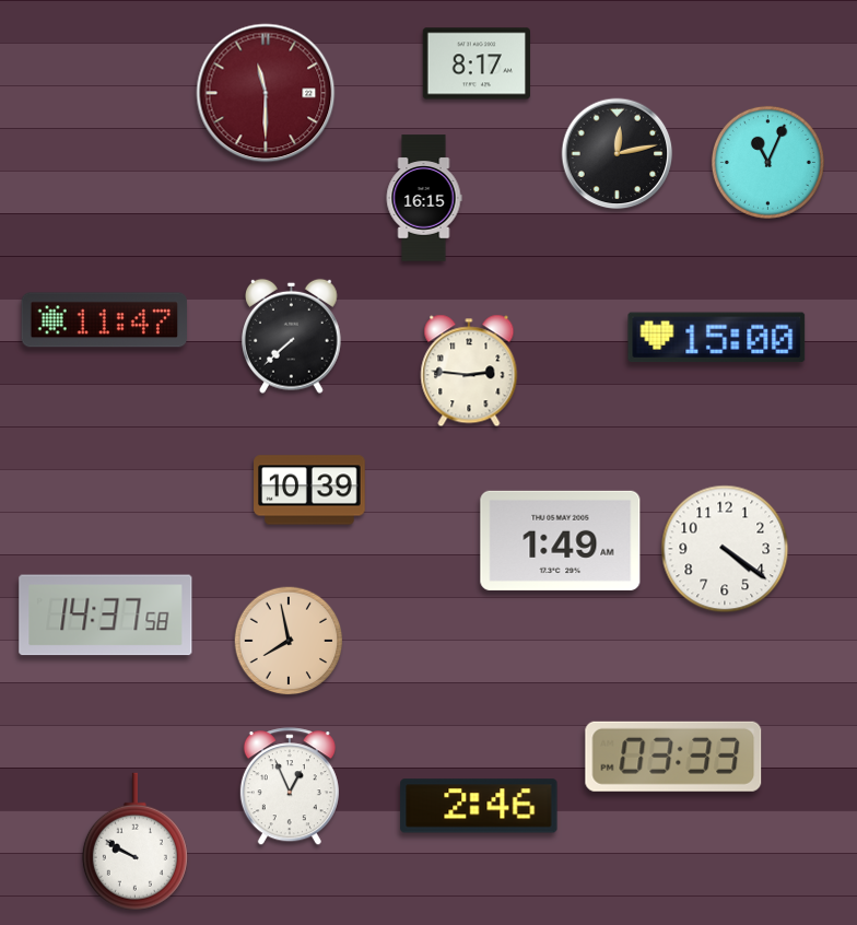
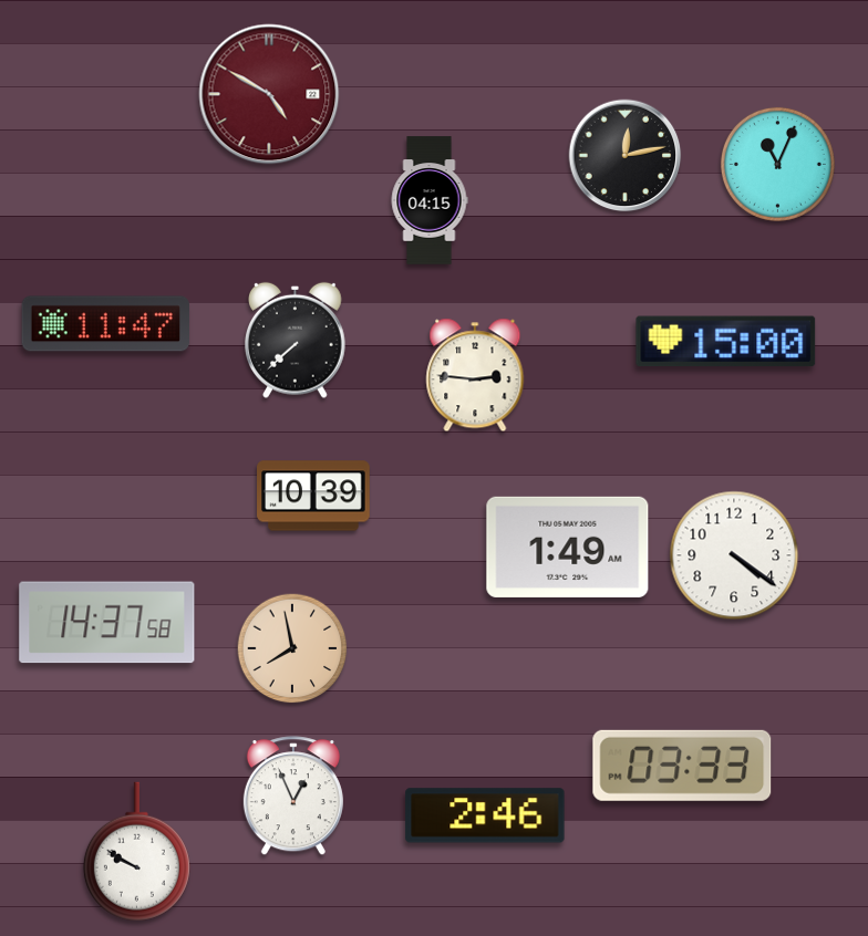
clock at (476, 63): 8:17 -> none
clock at (266, 93): 11:30 -> 4:50
clock at (424, 198): 16:15 -> 04:15
